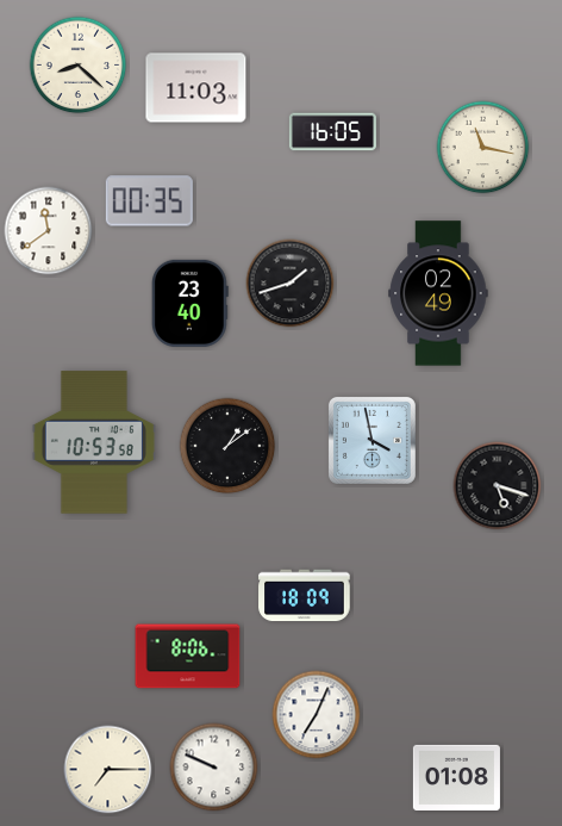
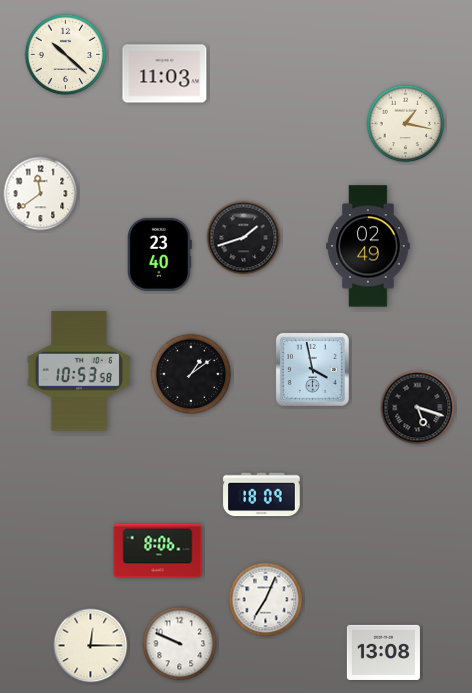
clock at (79, 66): 8:22 -> 10:22
clock at (332, 132): 16:05 -> none
clock at (483, 148): 11:17 -> 1:17
clock at (149, 201): 00:35 -> none
clock at (305, 596) position: (305, 596) -> (262, 495)
clock at (108, 770): 7:15 -> 12:15
clock at (456, 777): 01:08 -> 13:08
